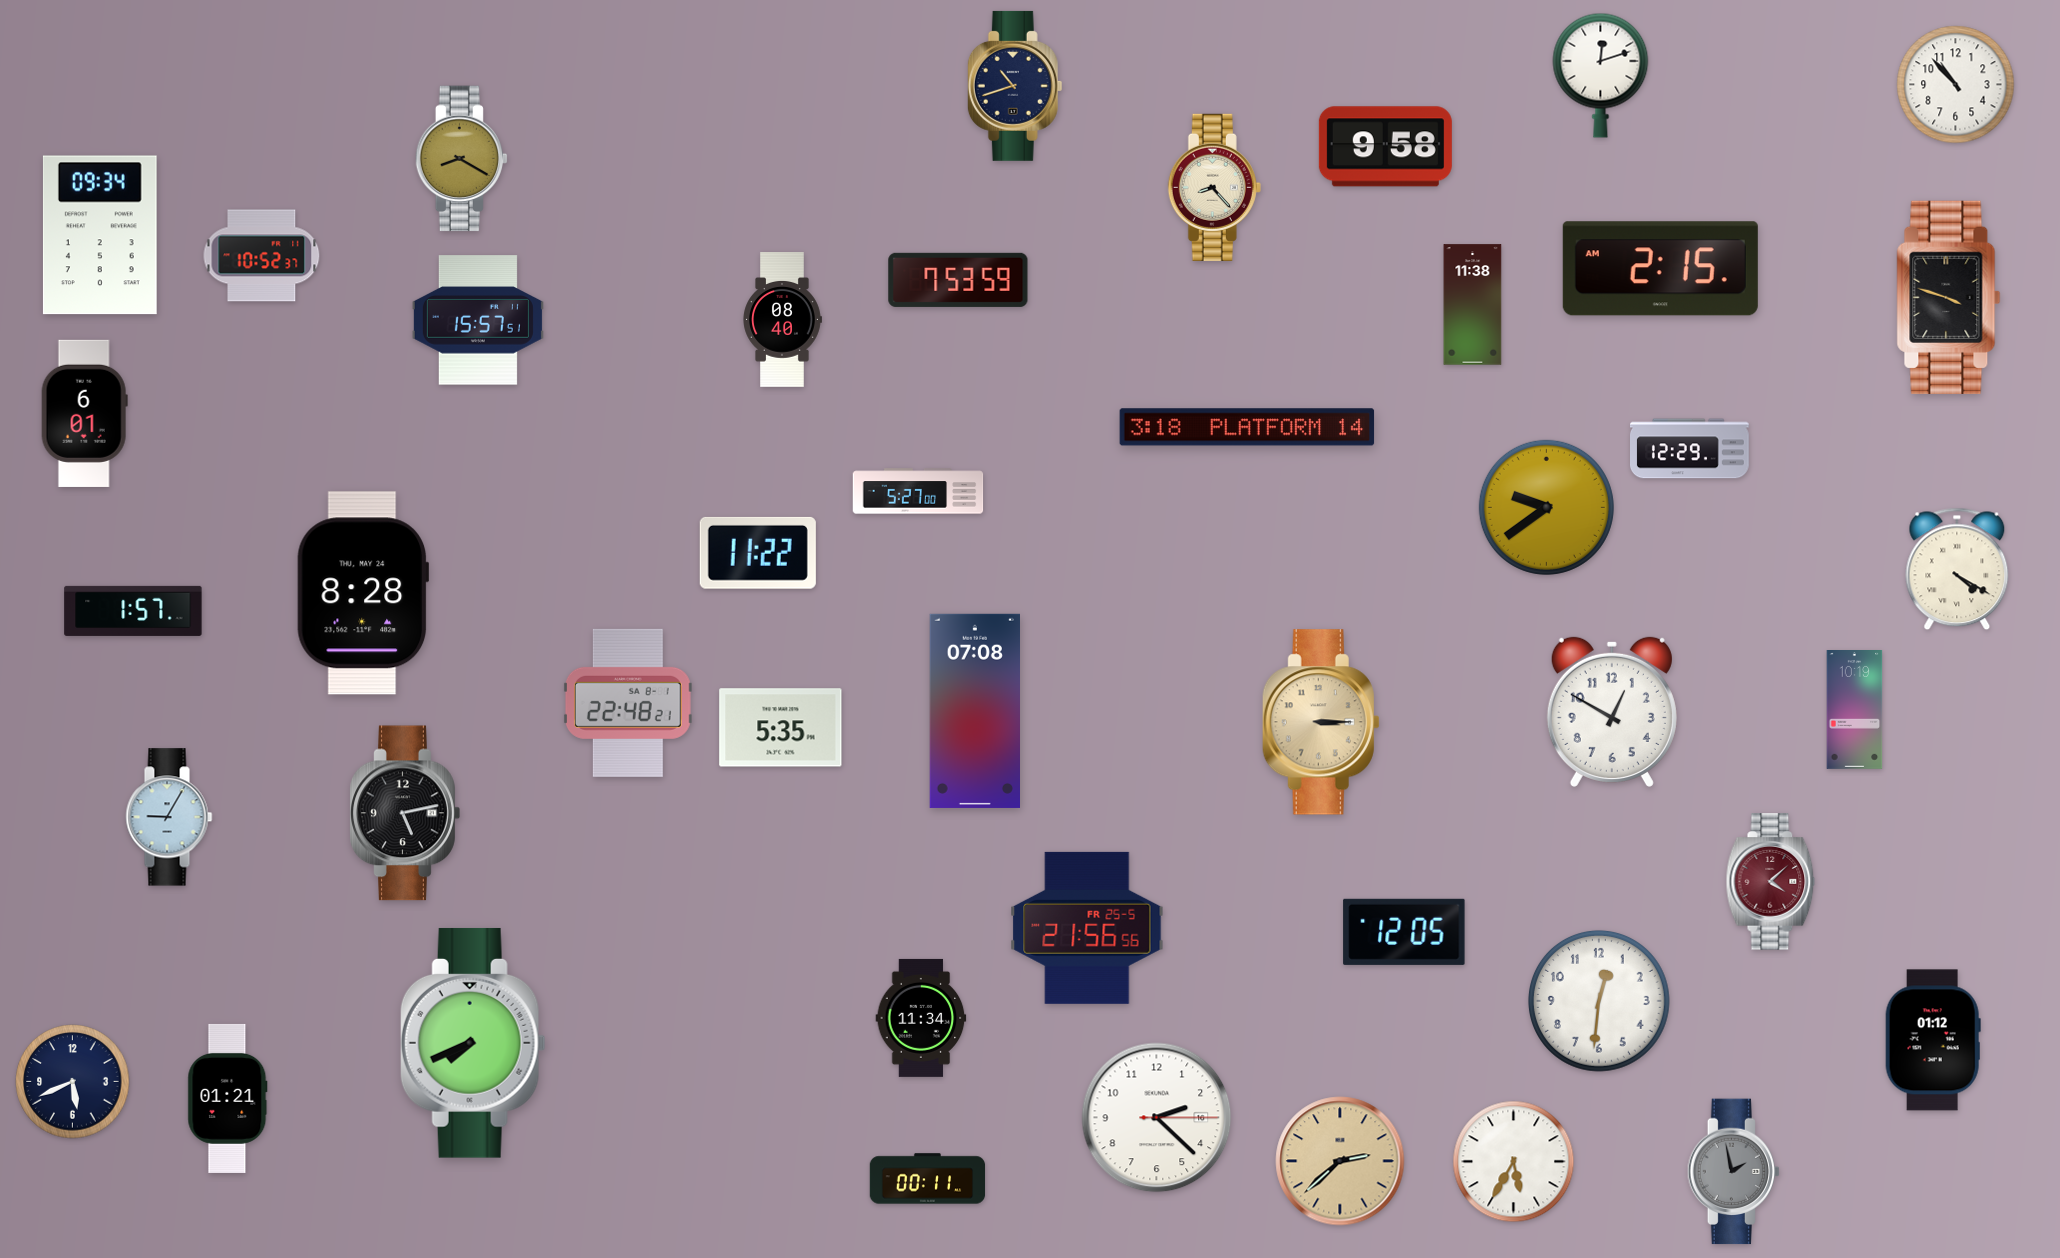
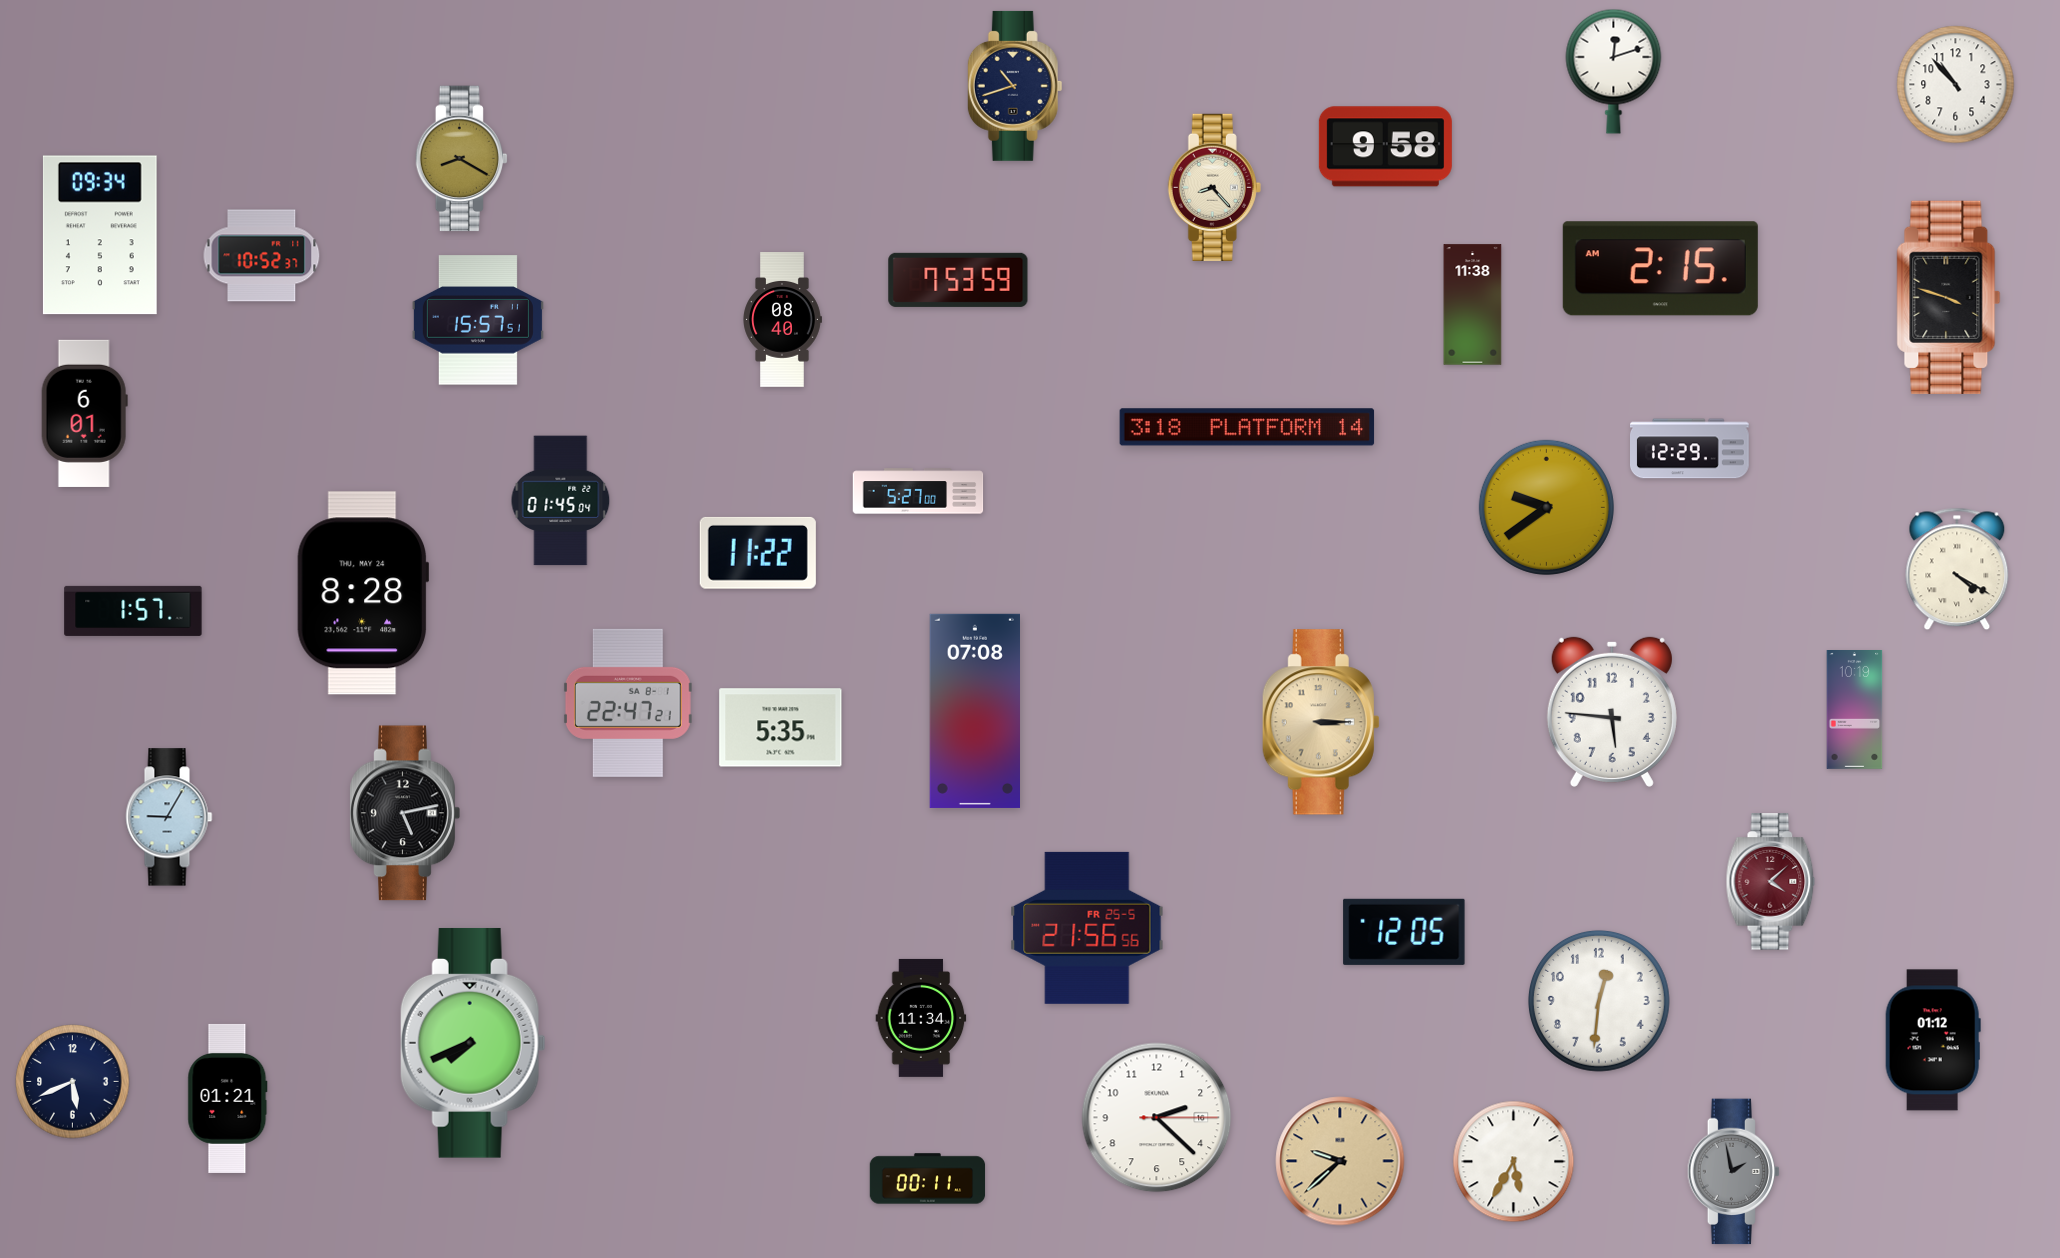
clock at (1601, 75) position: (1601, 75) -> (1614, 71)
clock at (561, 501): none -> 01:45
clock at (628, 703): 22:48 -> 22:47
clock at (1612, 712): 12:50 -> 5:46
clock at (1340, 1161): 2:38 -> 9:38
